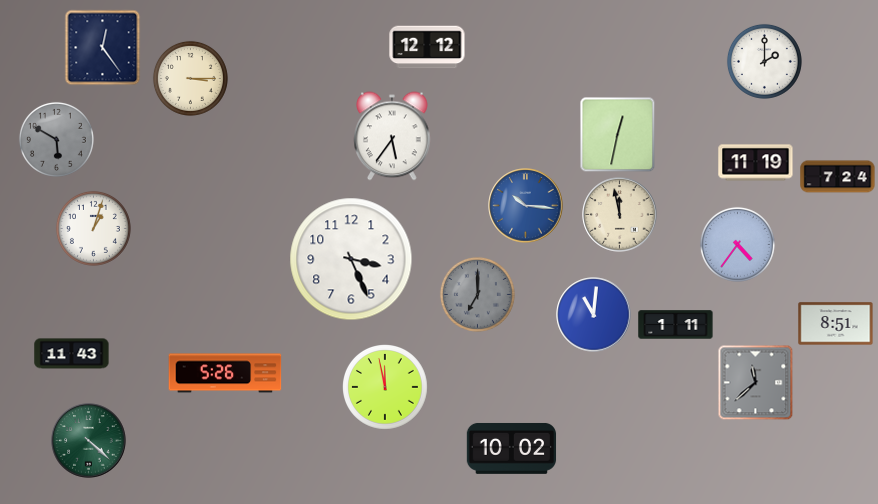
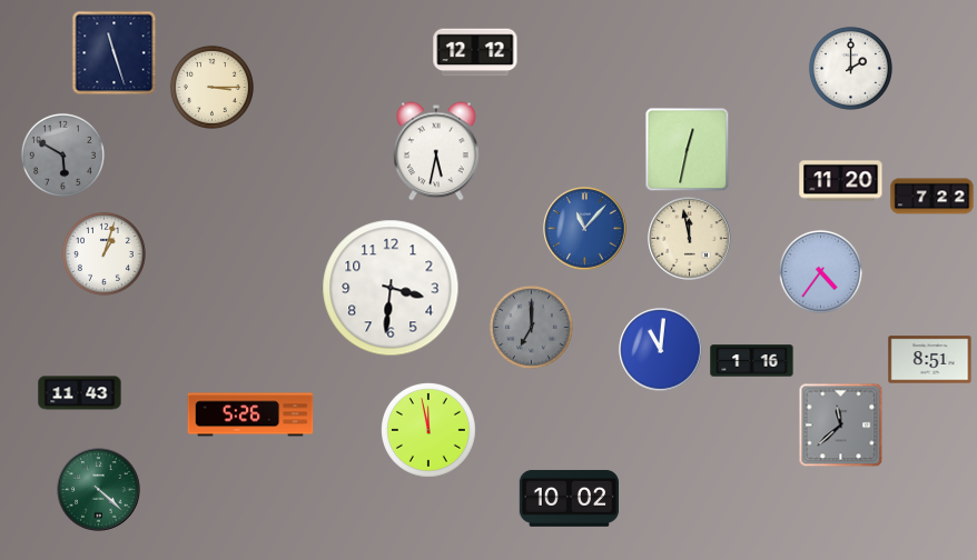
clock at (103, 48): 12:24 -> 11:27
clock at (392, 136): 5:36 -> 5:32
clock at (756, 163): 11:19 -> 11:20
clock at (838, 177): 7:24 -> 7:22
clock at (526, 206): 10:16 -> 11:07
clock at (351, 259): 3:26 -> 3:31
clock at (676, 325): 1:11 -> 1:16
